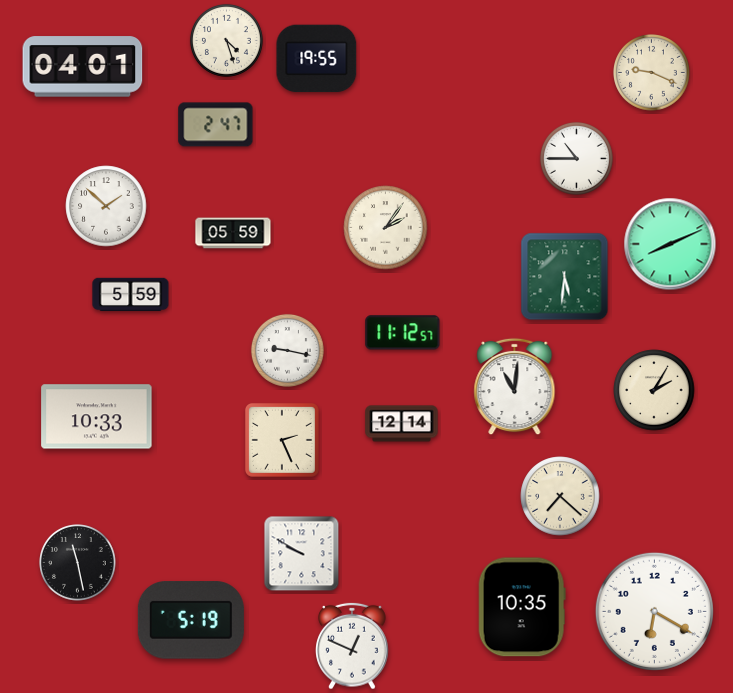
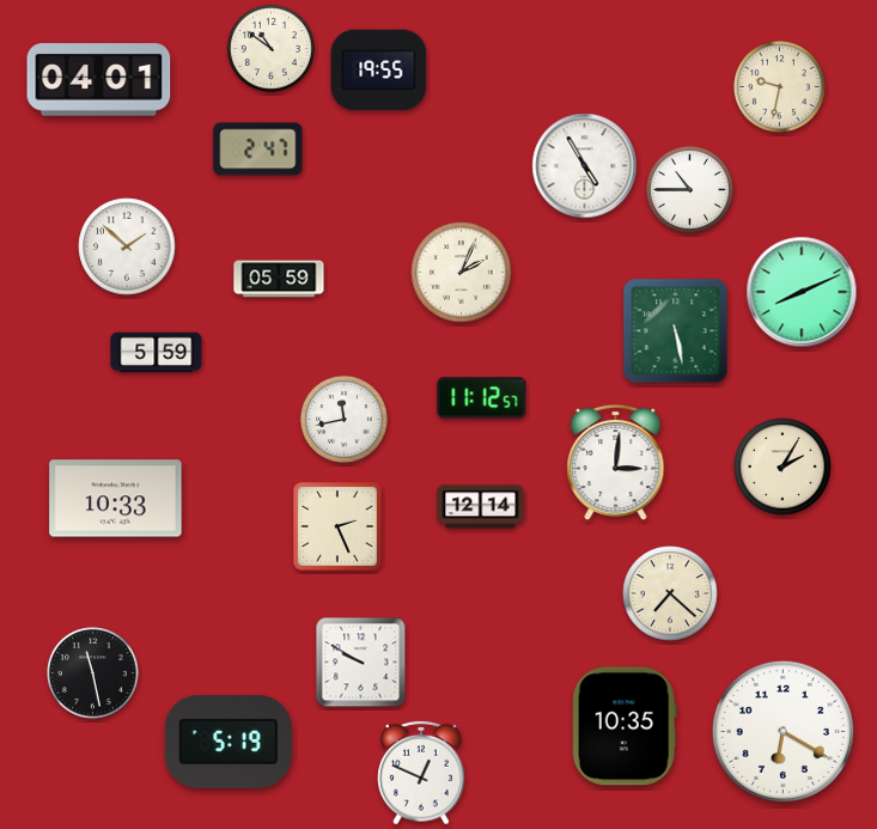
clock at (226, 40): 4:27 -> 10:51
clock at (652, 73): 9:19 -> 9:32
clock at (585, 166): none -> 4:55
clock at (386, 228): 2:06 -> 2:04
clock at (565, 277): 5:31 -> 5:28
clock at (287, 350): 9:17 -> 11:43
clock at (515, 387): 11:01 -> 3:01
